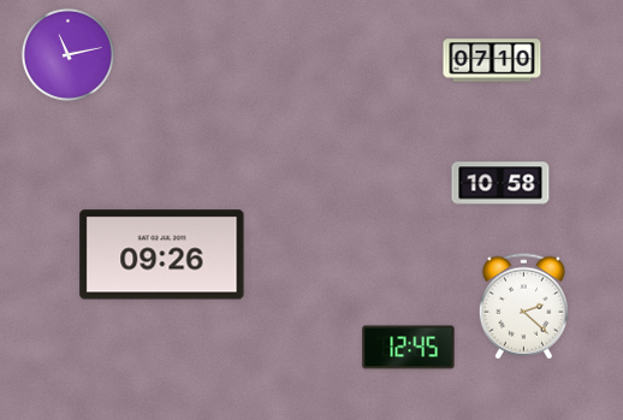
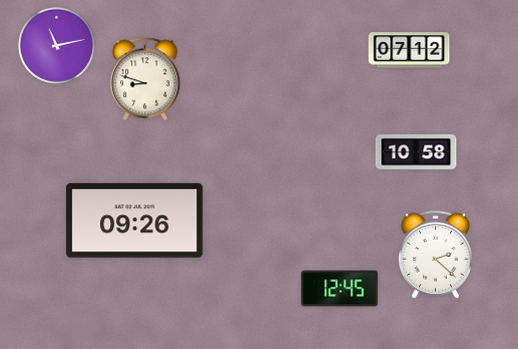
clock at (492, 60): 07:10 -> 07:12
clock at (145, 79): none -> 8:48
clock at (162, 255) position: (162, 255) -> (135, 221)
